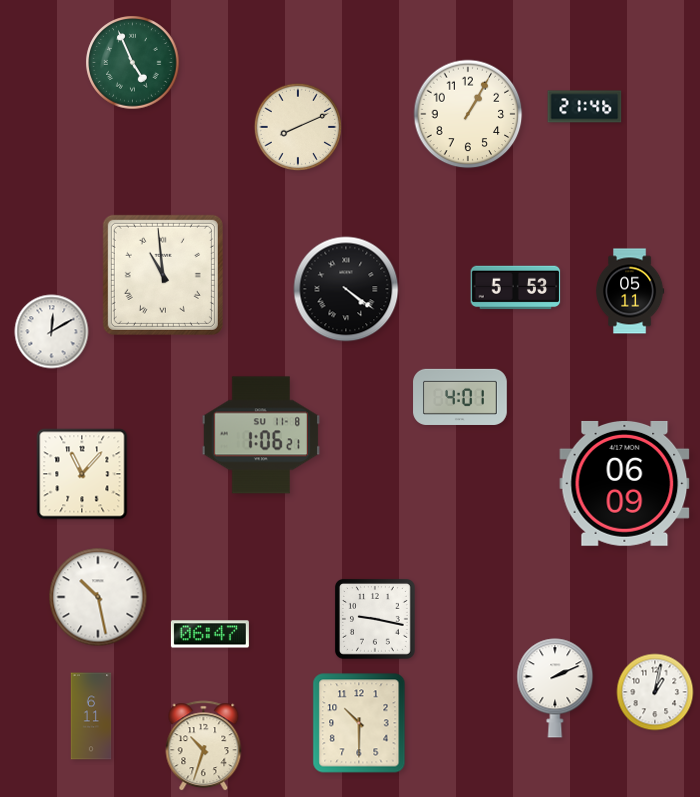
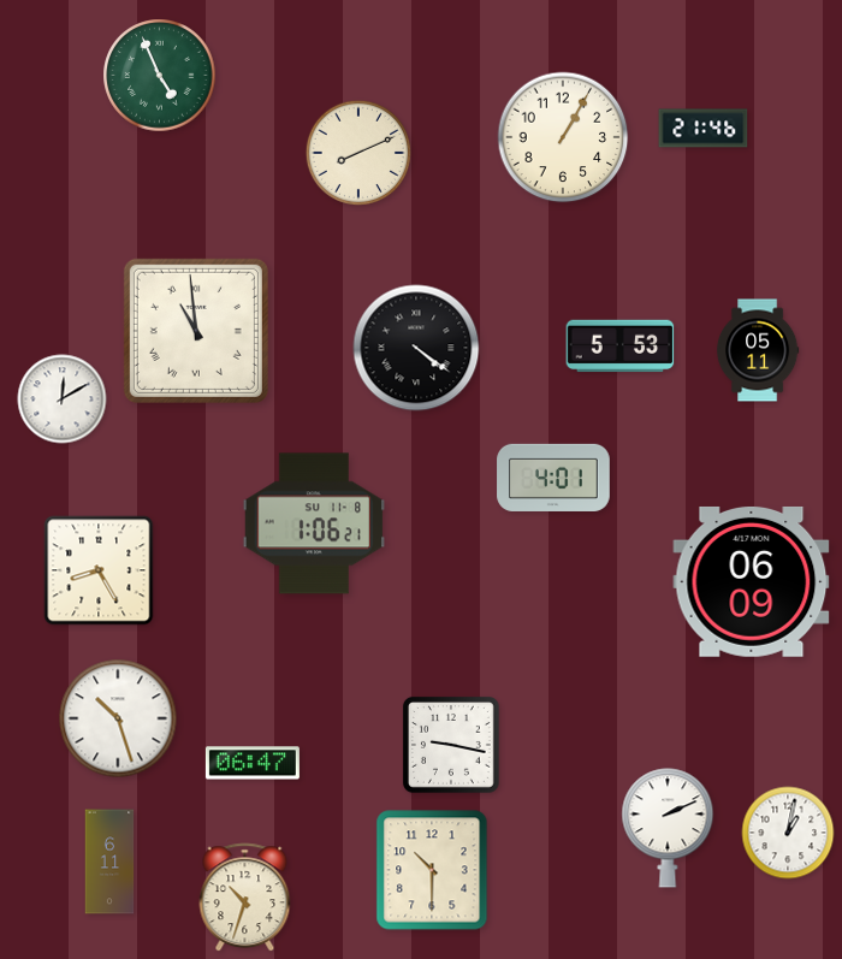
clock at (82, 474): 11:07 -> 8:25
clock at (98, 597): 10:28 -> 10:27
